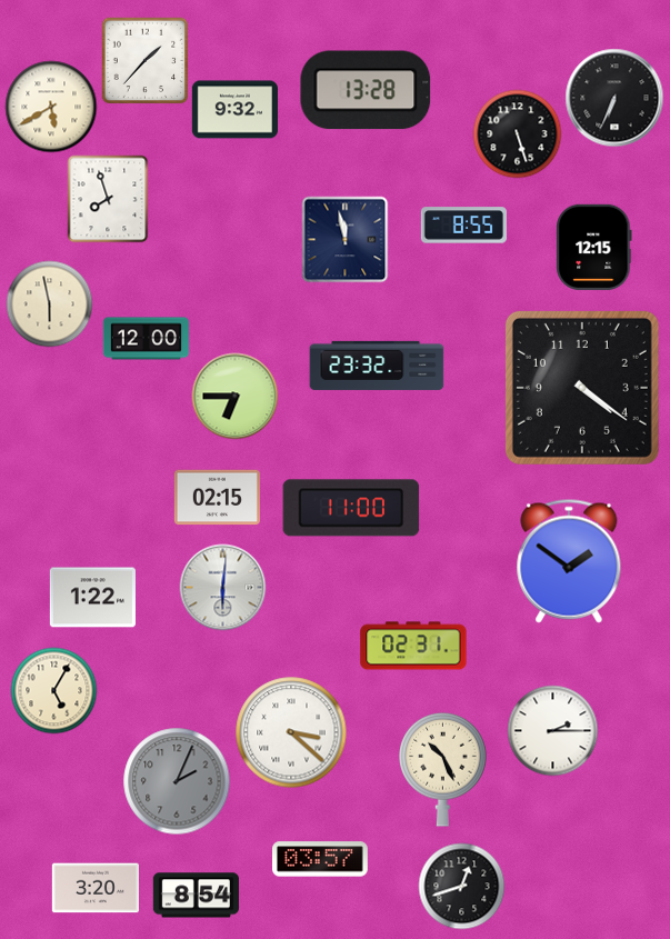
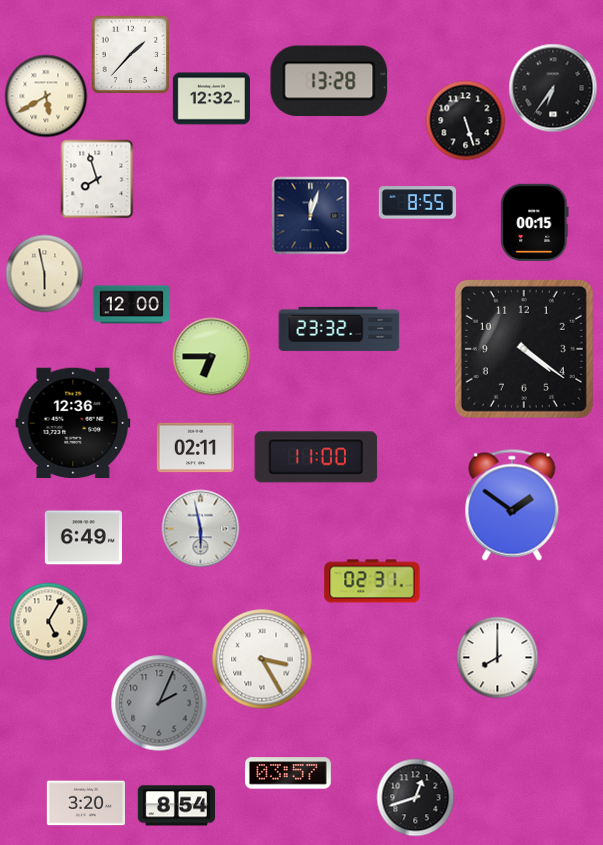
clock at (614, 98): 6:34 -> 6:36
clock at (234, 110): 9:32 -> 12:32
clock at (344, 239): 11:58 -> 12:03
clock at (594, 247): 12:15 -> 00:15
clock at (73, 422): none -> 12:36
clock at (217, 498): 02:15 -> 02:11
clock at (222, 587): 6:01 -> 5:58
clock at (92, 598): 1:22 -> 6:49
clock at (552, 730): 2:15 -> 8:00
clock at (291, 732): 3:22 -> 3:25
clock at (443, 769): 10:26 -> none
clock at (96, 888) position: (96, 888) -> (86, 803)
